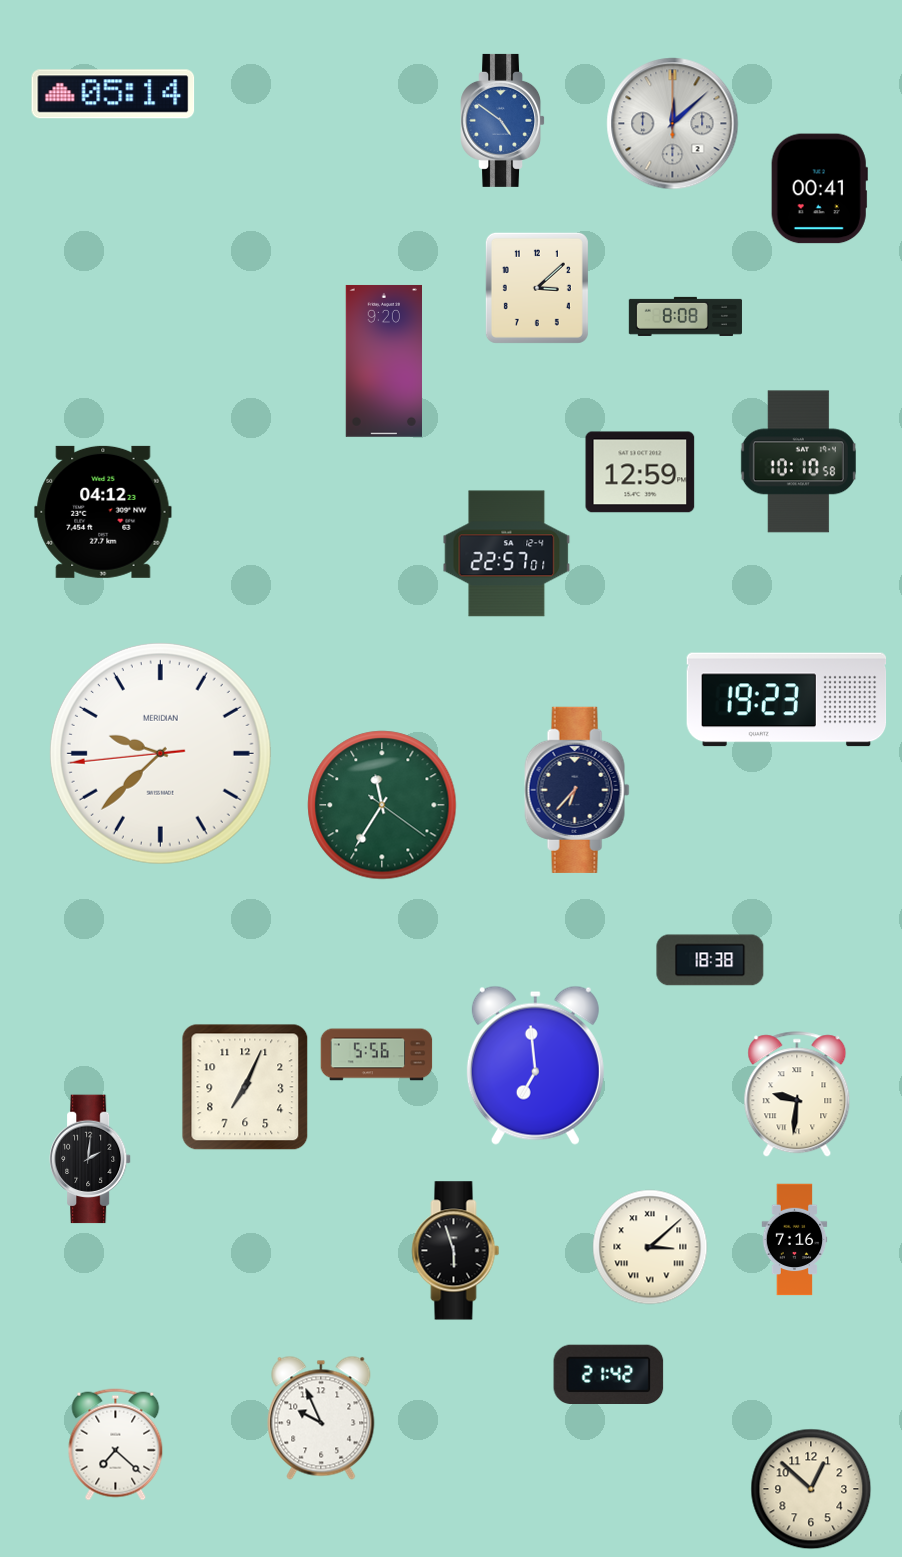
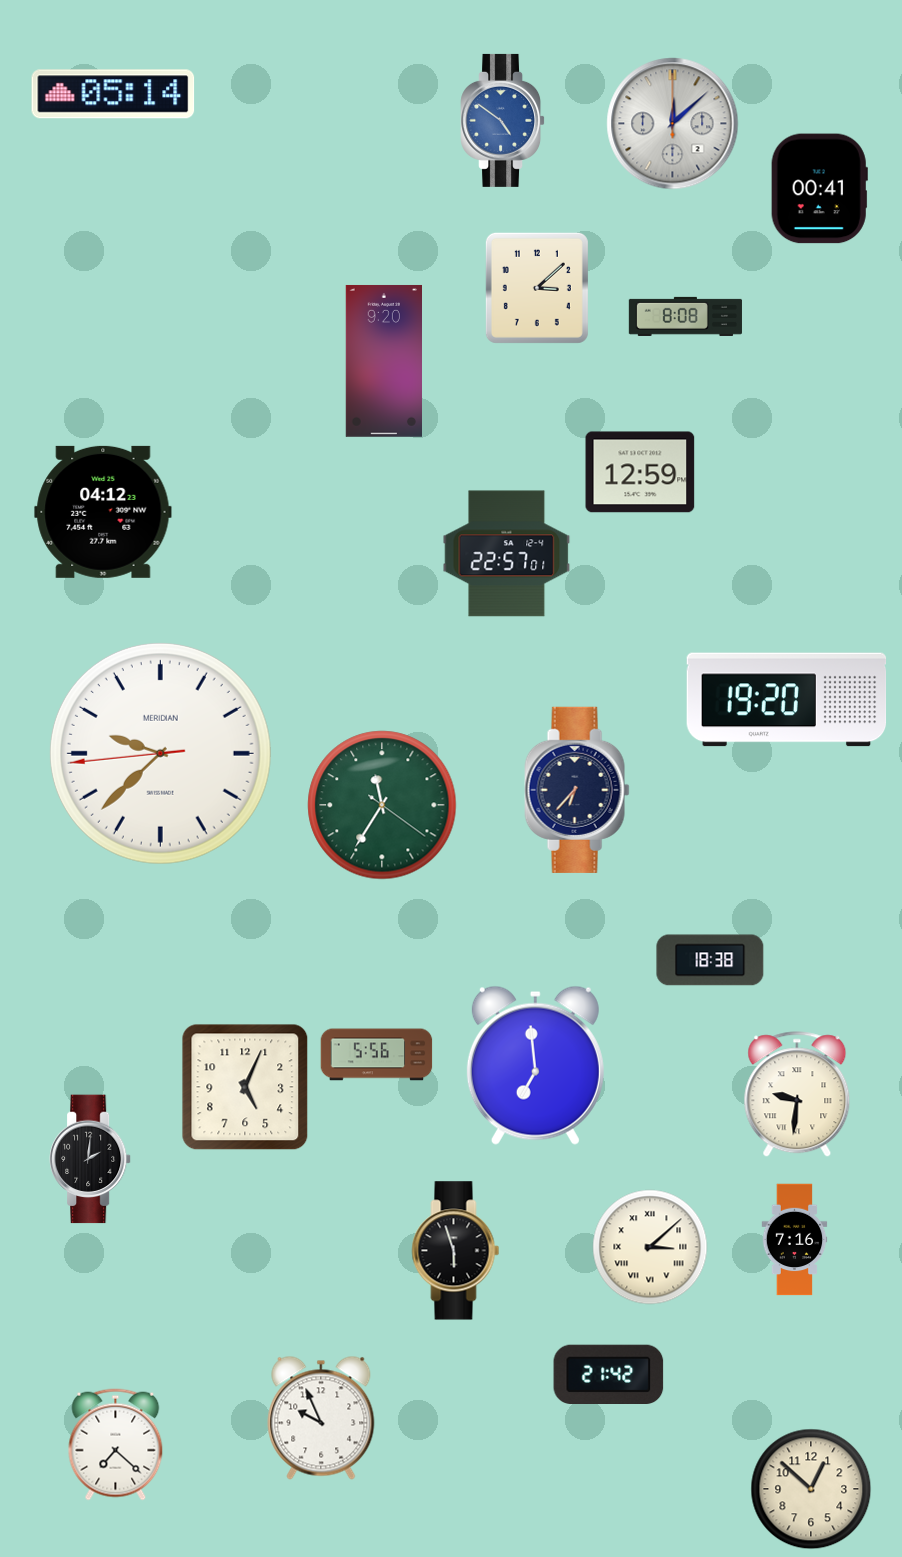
clock at (798, 462): 10:10 -> none
clock at (787, 700): 19:23 -> 19:20
clock at (245, 1087): 7:04 -> 5:04
